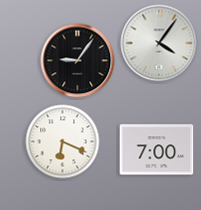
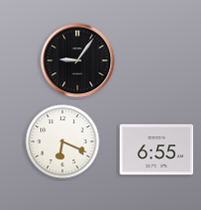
clock at (159, 43): 4:06 -> none
clock at (157, 150): 7:00 -> 6:55
